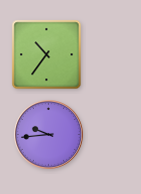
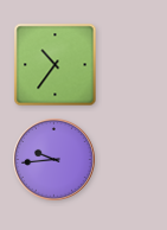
clock at (49, 135) position: (49, 135) -> (54, 160)
